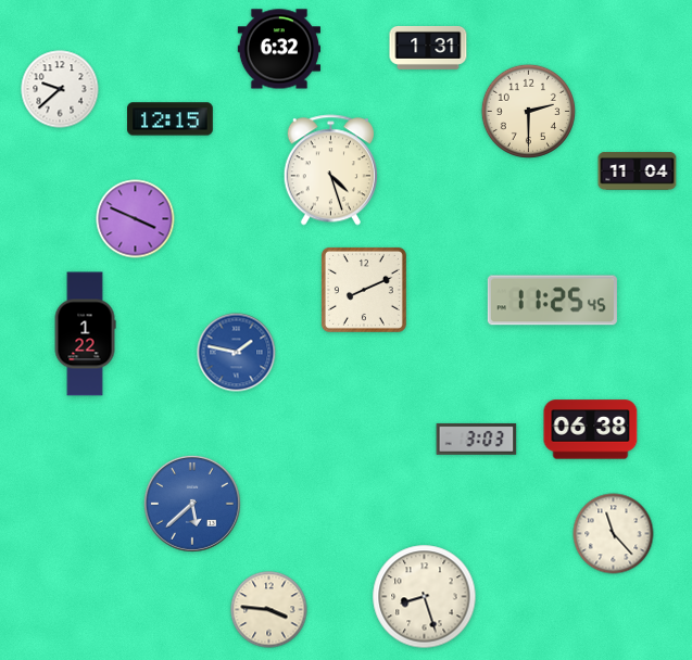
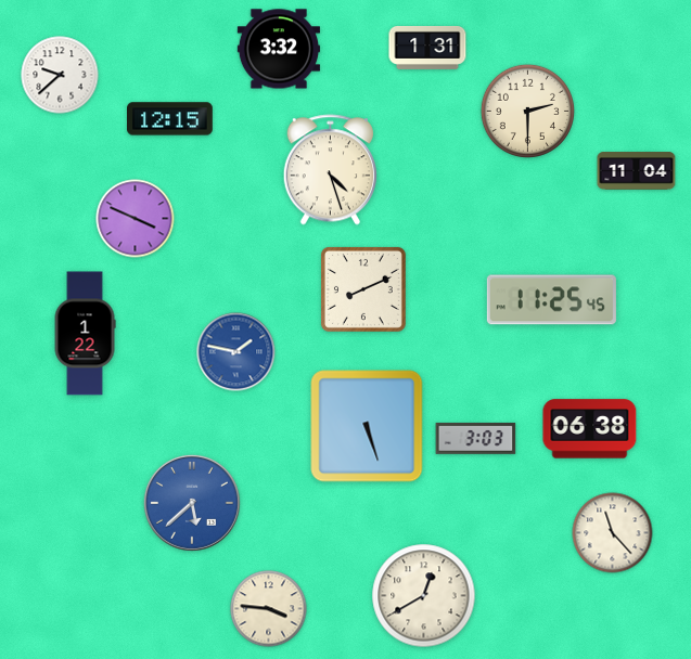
clock at (278, 49): 6:32 -> 3:32
clock at (60, 89) position: (60, 89) -> (60, 75)
clock at (367, 426): none -> 5:27
clock at (425, 597): 8:27 -> 12:40
